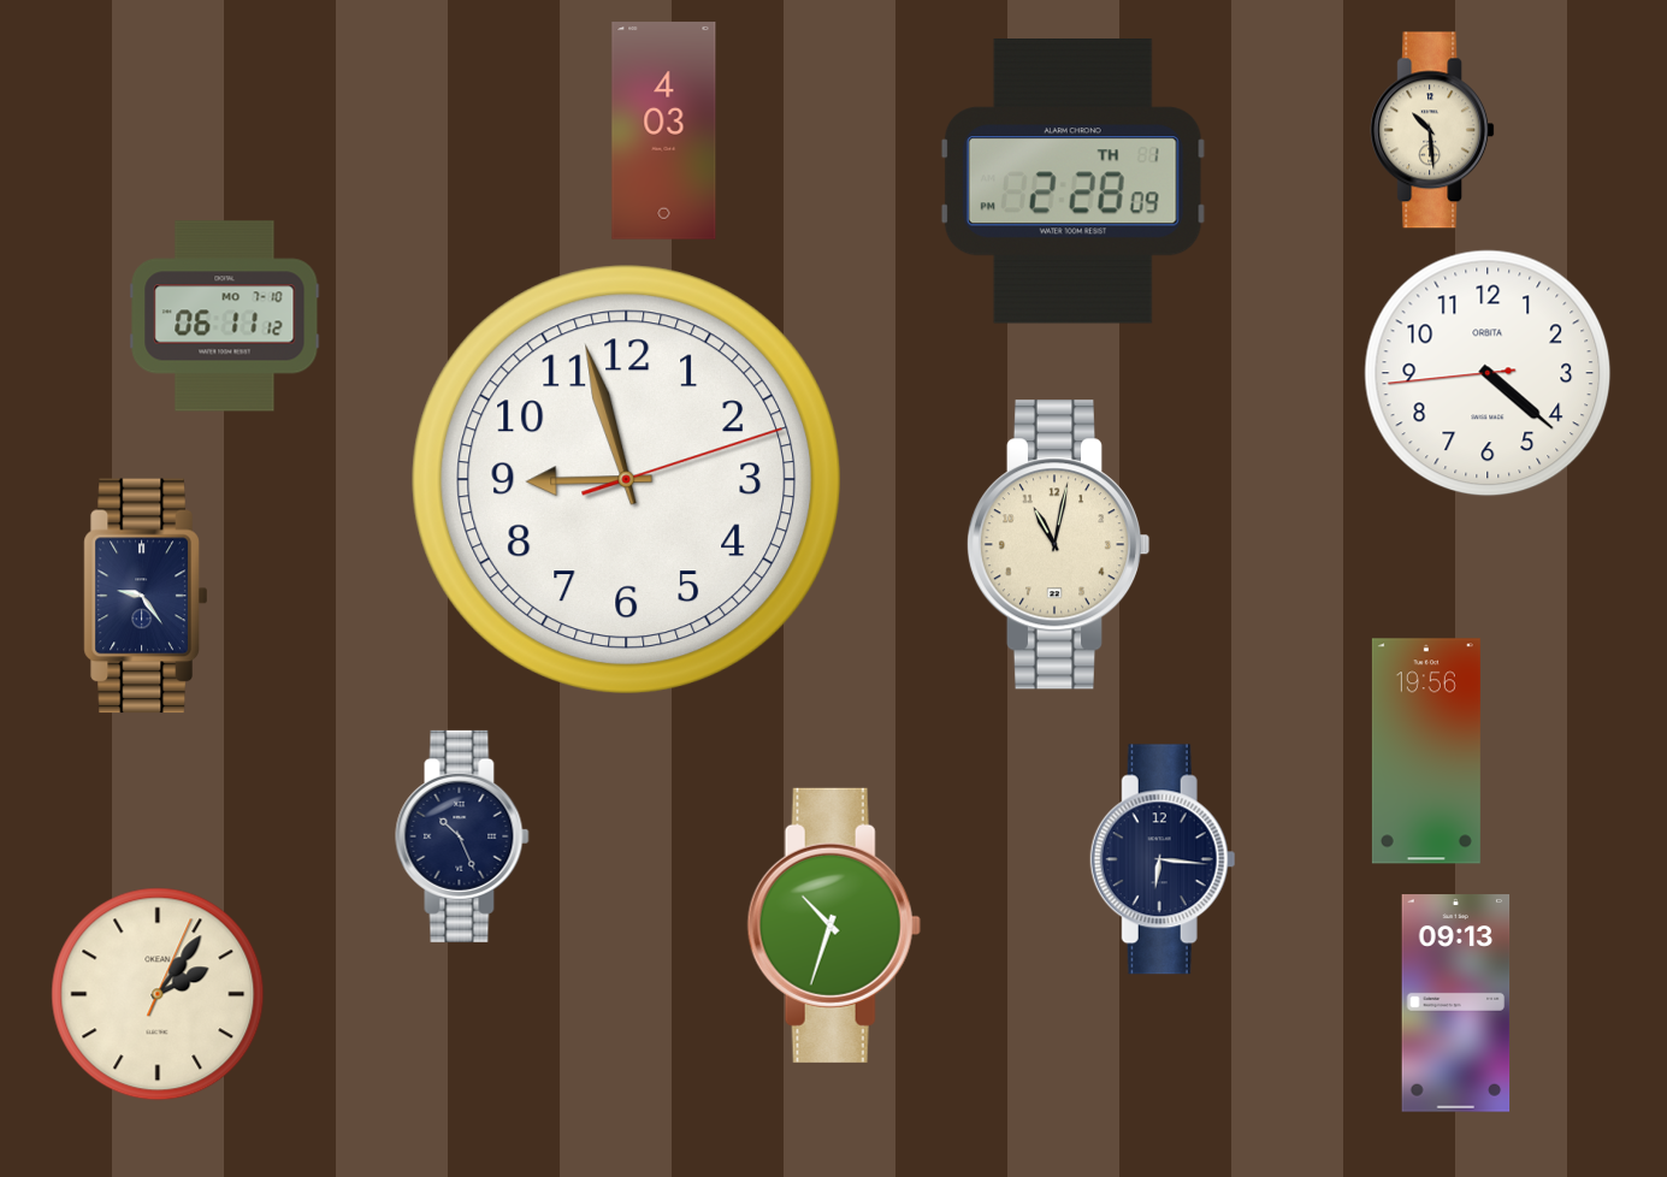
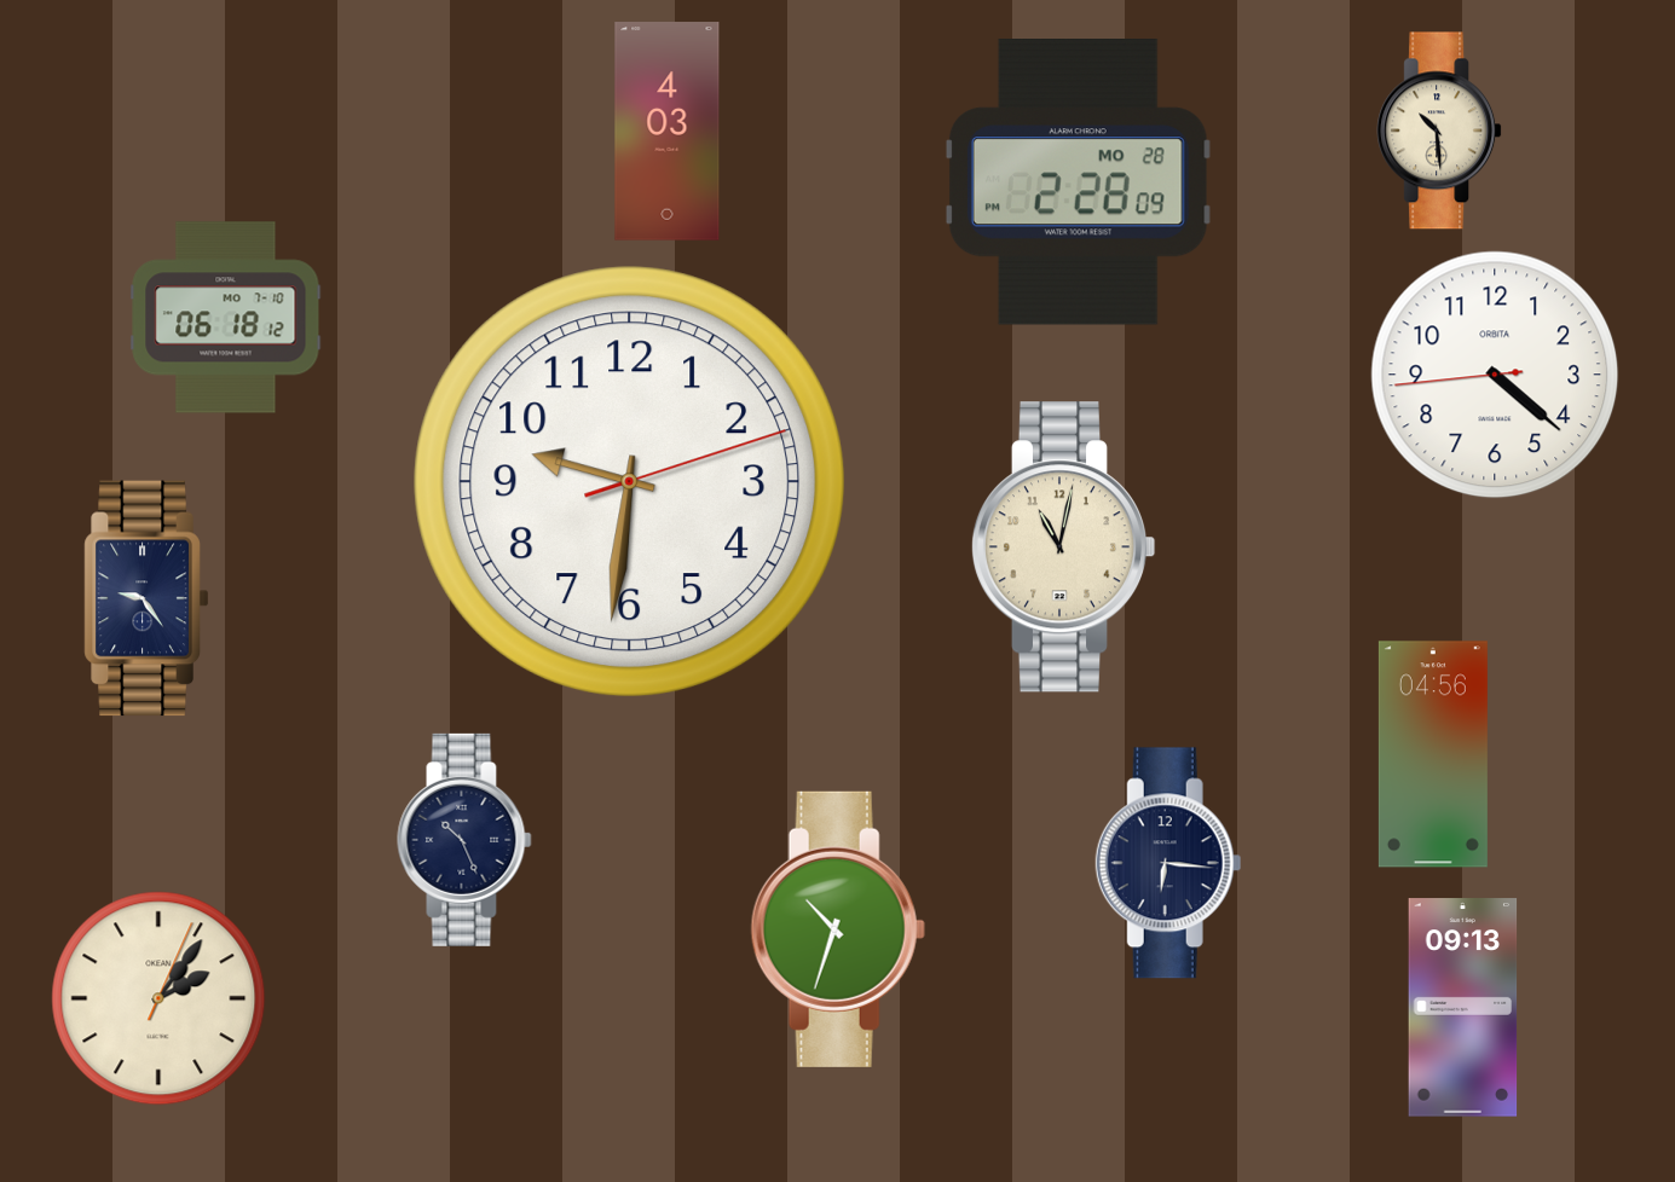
clock at (1072, 182) date: TH 1 -> MO 28
clock at (225, 317): 06:11 -> 06:18
clock at (627, 480): 8:57 -> 9:31
clock at (1426, 751): 19:56 -> 04:56
